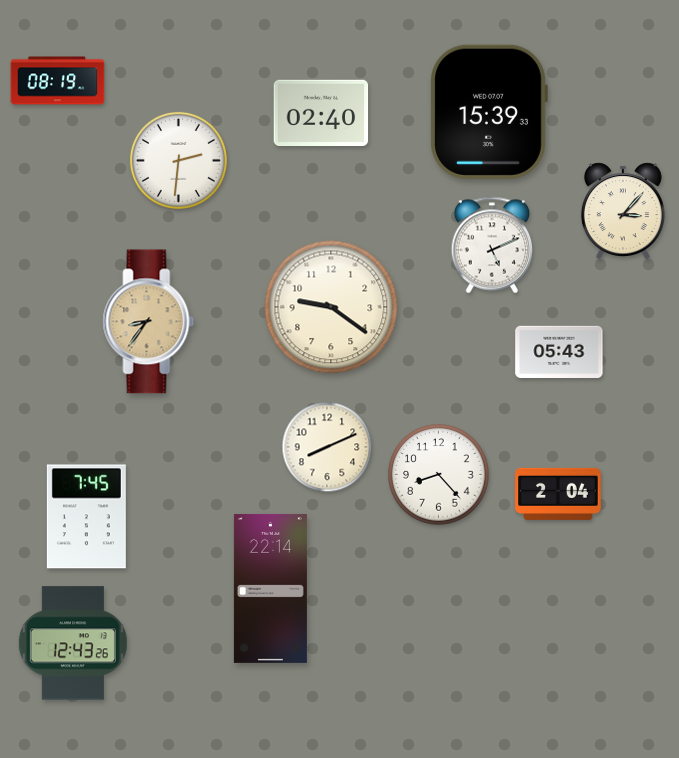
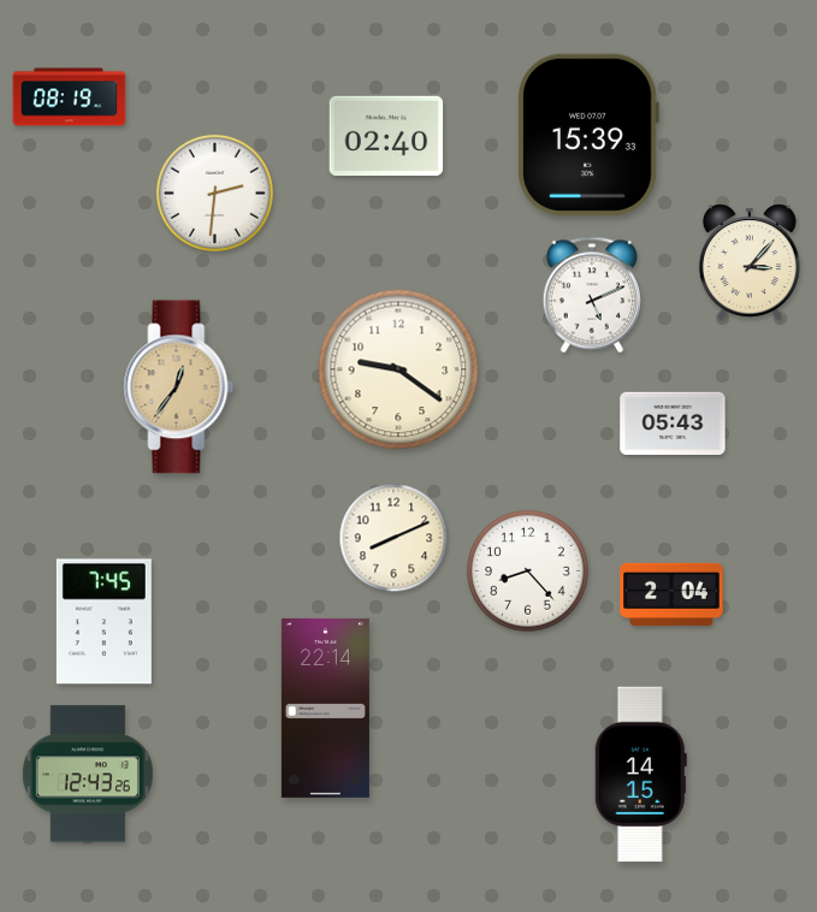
clock at (623, 210) position: (623, 210) -> (750, 261)
clock at (149, 322): 8:36 -> 12:36
clock at (640, 775): none -> 14:15
